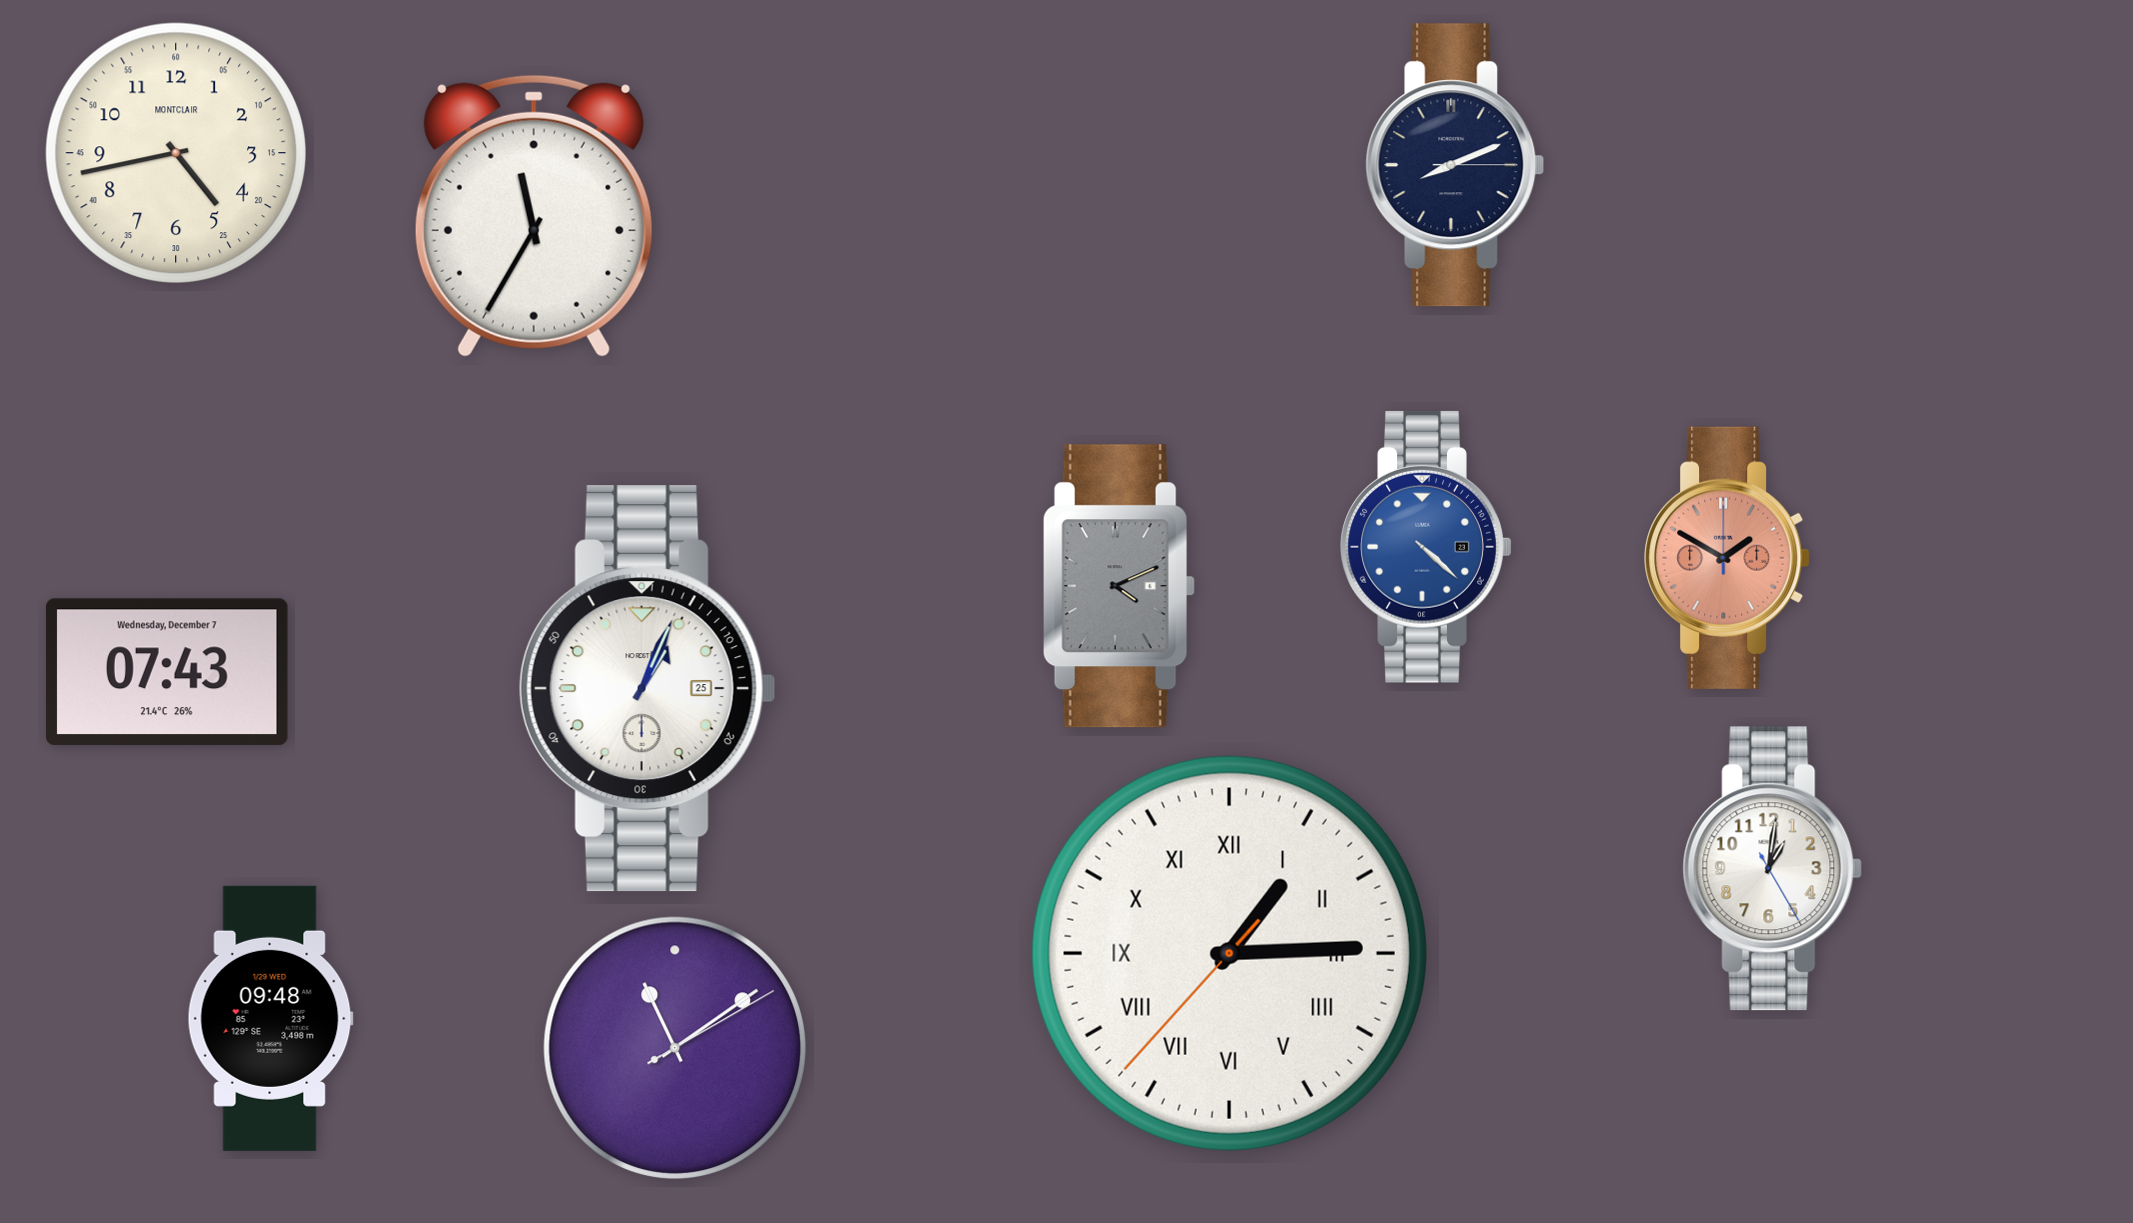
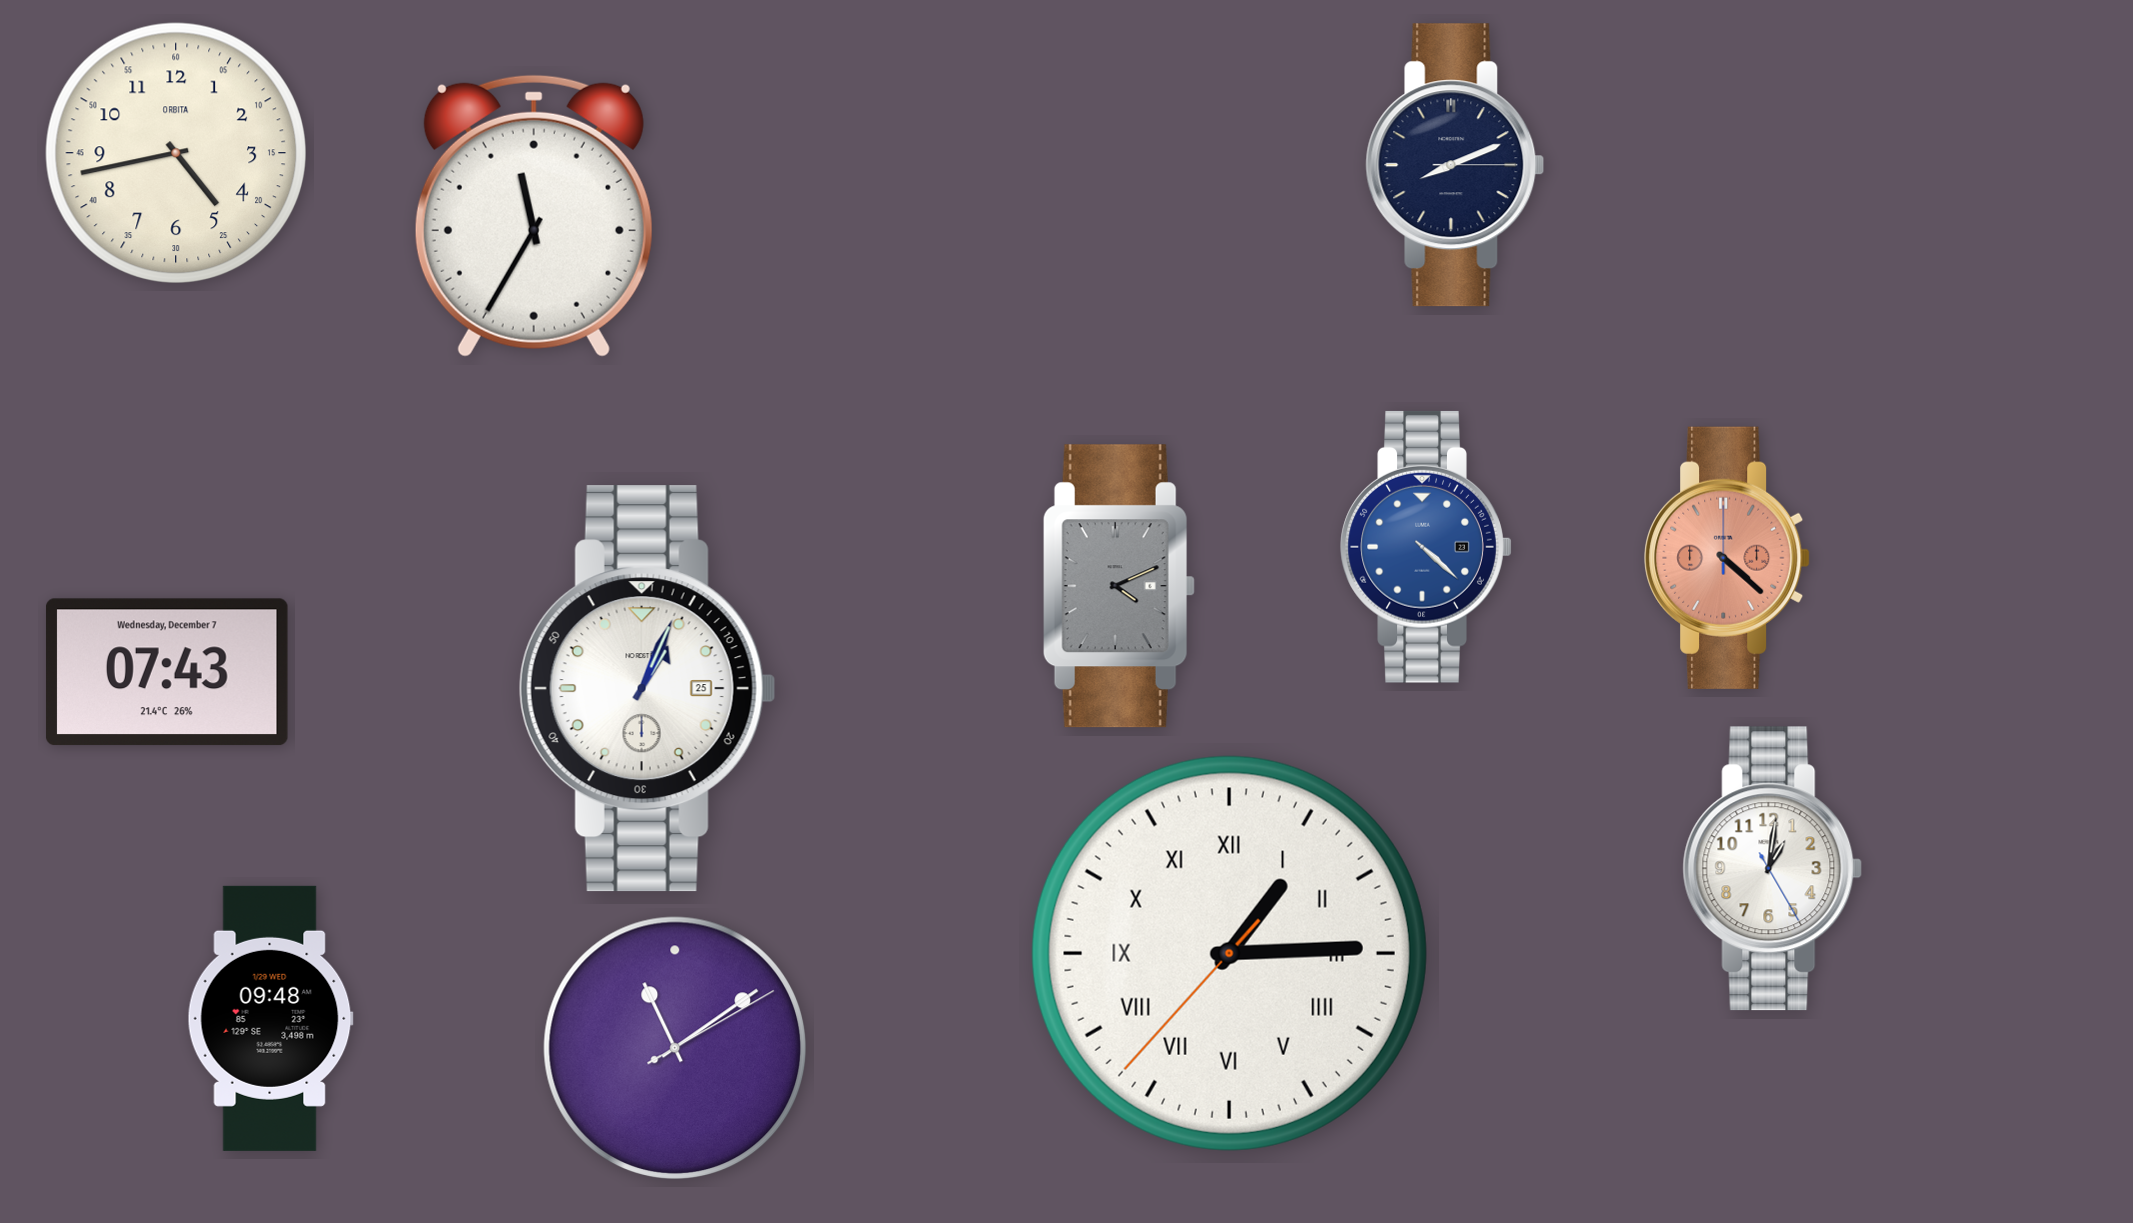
clock at (175, 152) brand: MONTCLAIR -> ORBITA
clock at (1727, 558): 1:50 -> 4:22
